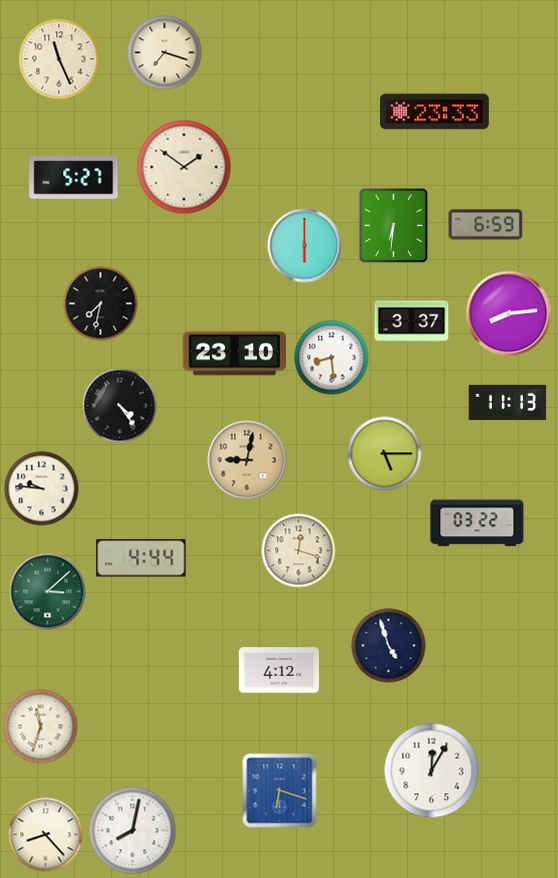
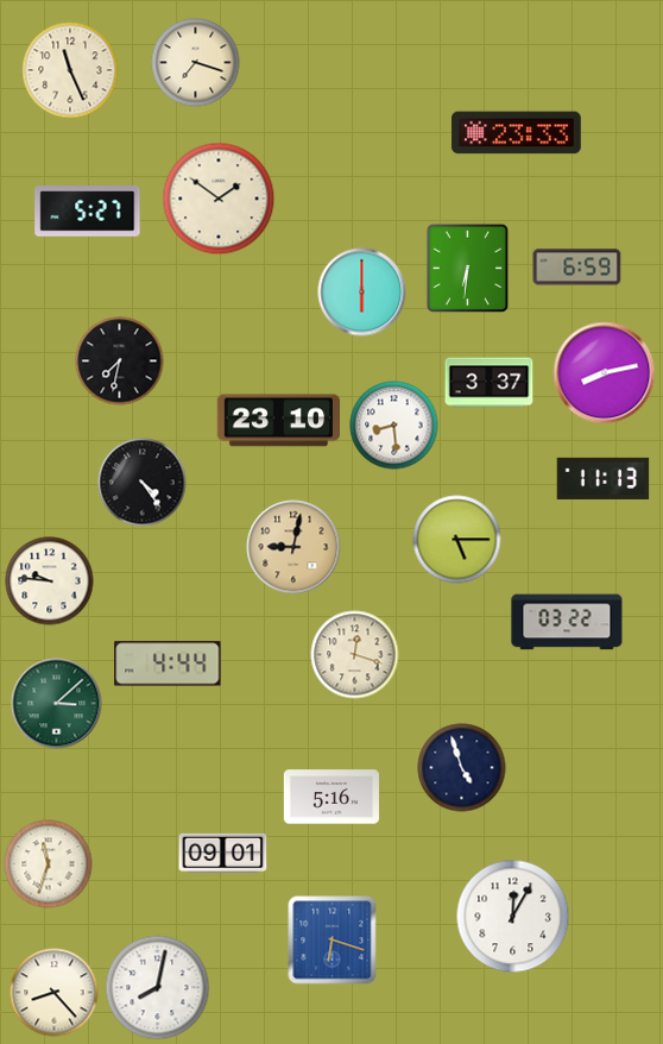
clock at (509, 314): 8:14 -> 8:13
clock at (278, 670): 4:12 -> 5:16
clock at (223, 853): none -> 09:01
